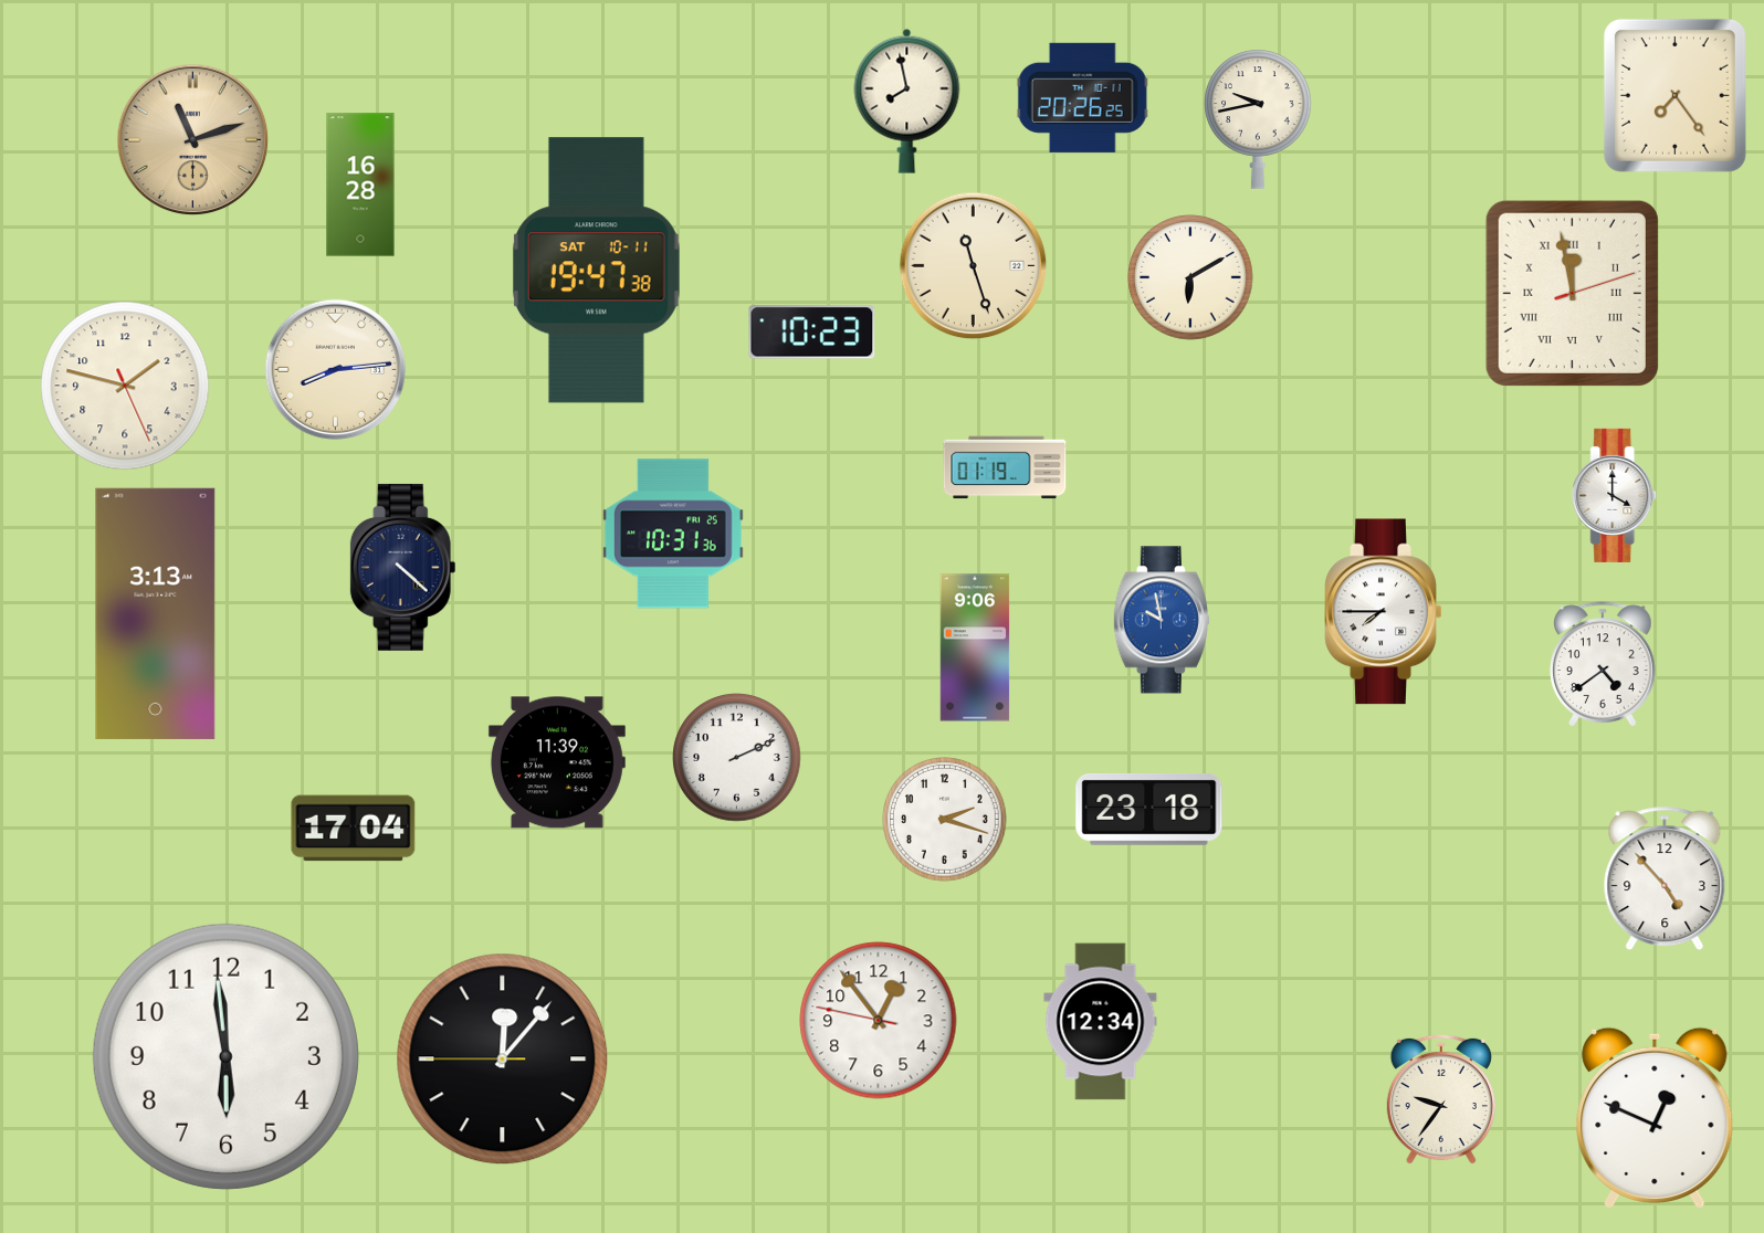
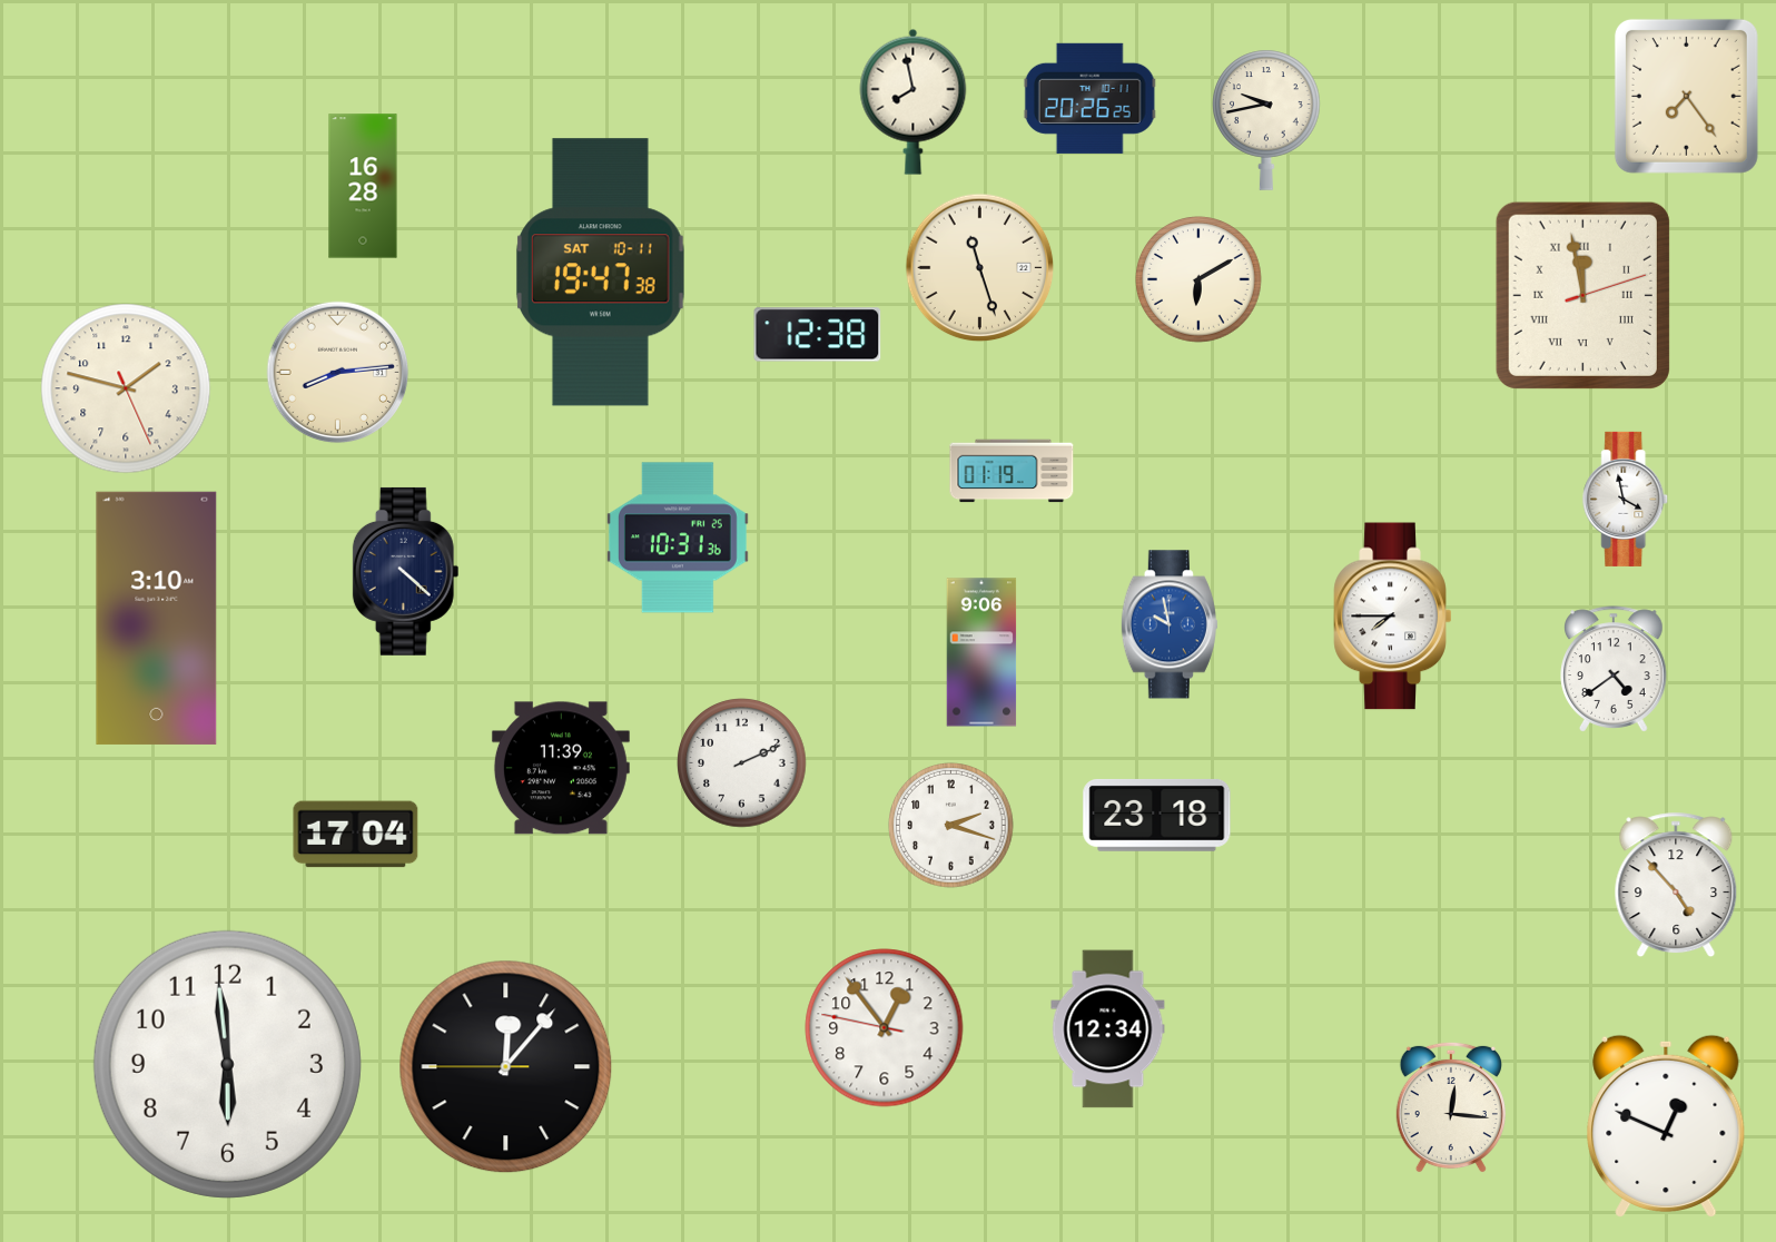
clock at (193, 140): 11:12 -> none
clock at (812, 333): 10:23 -> 12:38
clock at (1615, 495): 4:00 -> 3:58
clock at (156, 613): 3:13 -> 3:10
clock at (1441, 1099): 9:36 -> 12:16
